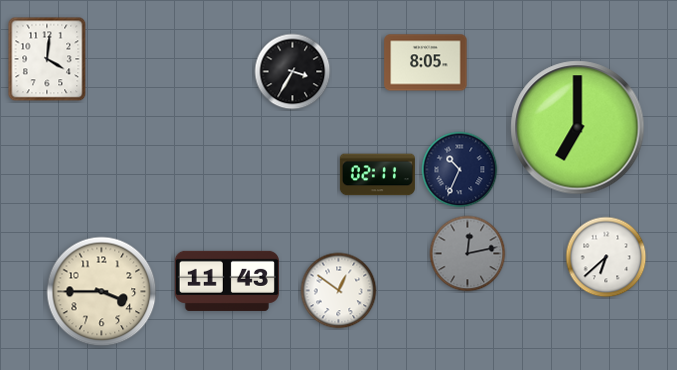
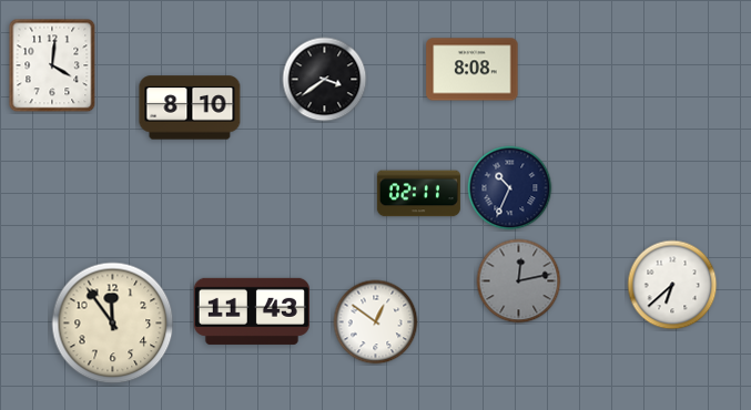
clock at (426, 63): 8:05 -> 8:08
clock at (293, 72): 3:35 -> 3:39
clock at (190, 107): none -> 8:10
clock at (578, 128): 7:00 -> none
clock at (102, 292): 3:45 -> 11:54
